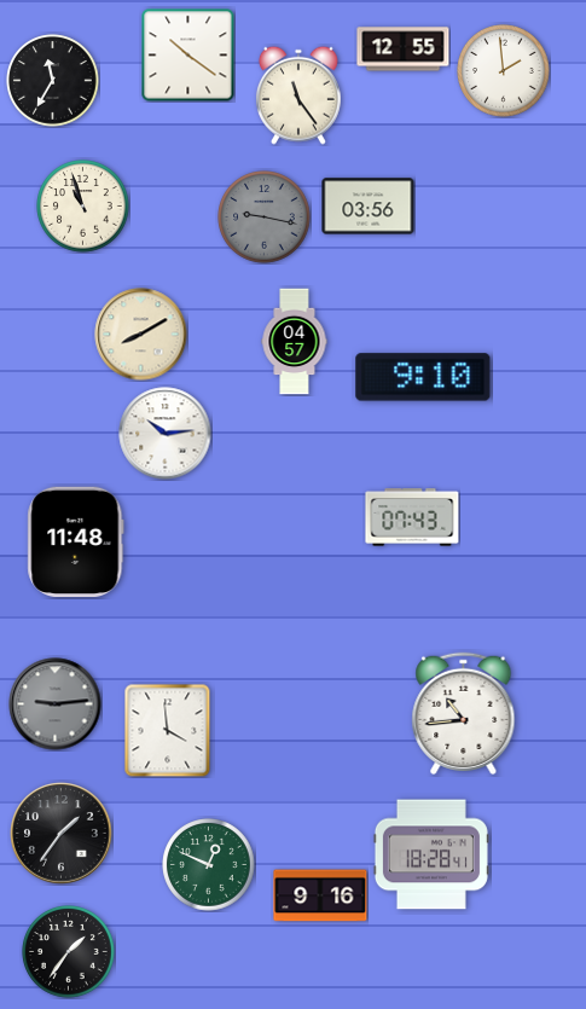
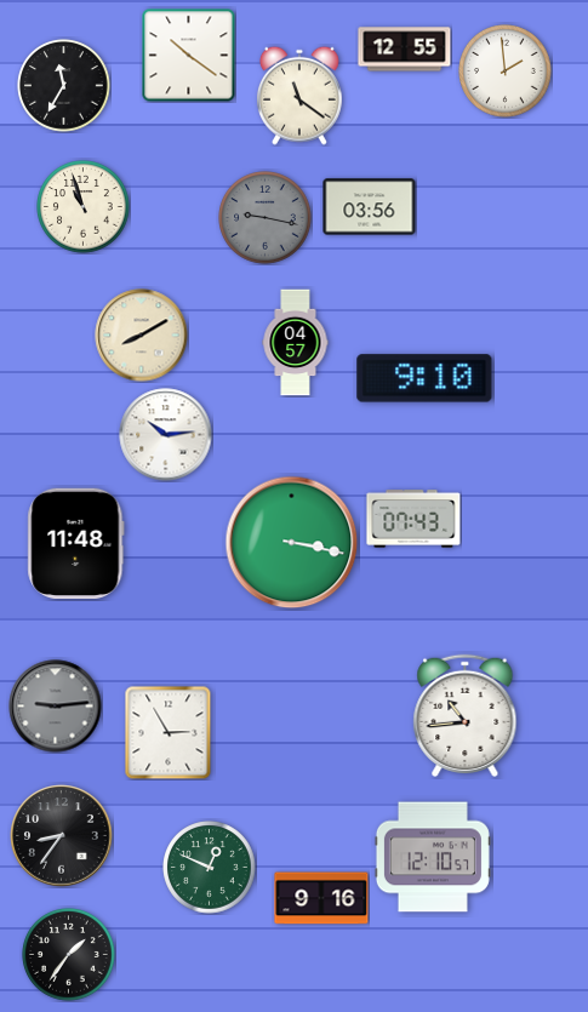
clock at (53, 81) position: (53, 81) -> (64, 86)
clock at (298, 95): 11:24 -> 11:21
clock at (292, 543): none -> 3:17
clock at (168, 730): 3:59 -> 2:55
clock at (62, 834): 1:36 -> 8:36
clock at (431, 854): 18:28 -> 12:10
